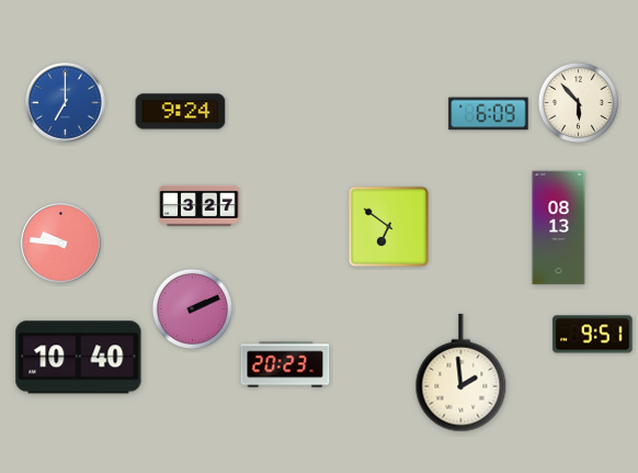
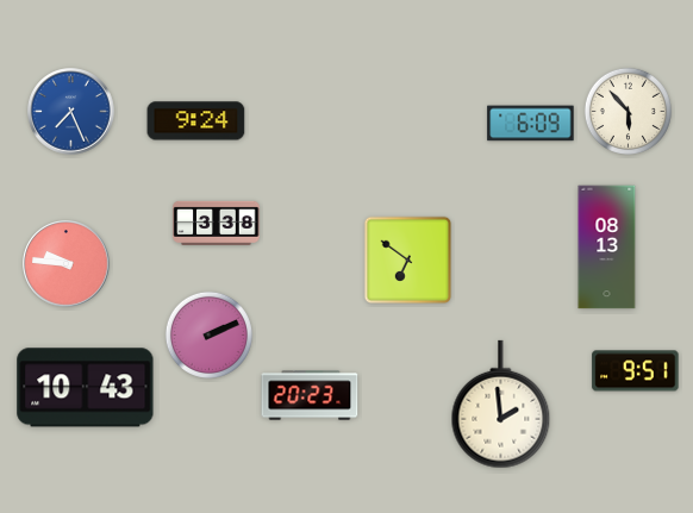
clock at (66, 103): 7:00 -> 7:26
clock at (200, 205): 3:27 -> 3:38
clock at (389, 227) position: (389, 227) -> (408, 261)
clock at (593, 335) position: (593, 335) -> (636, 371)
clock at (79, 358): 10:40 -> 10:43
